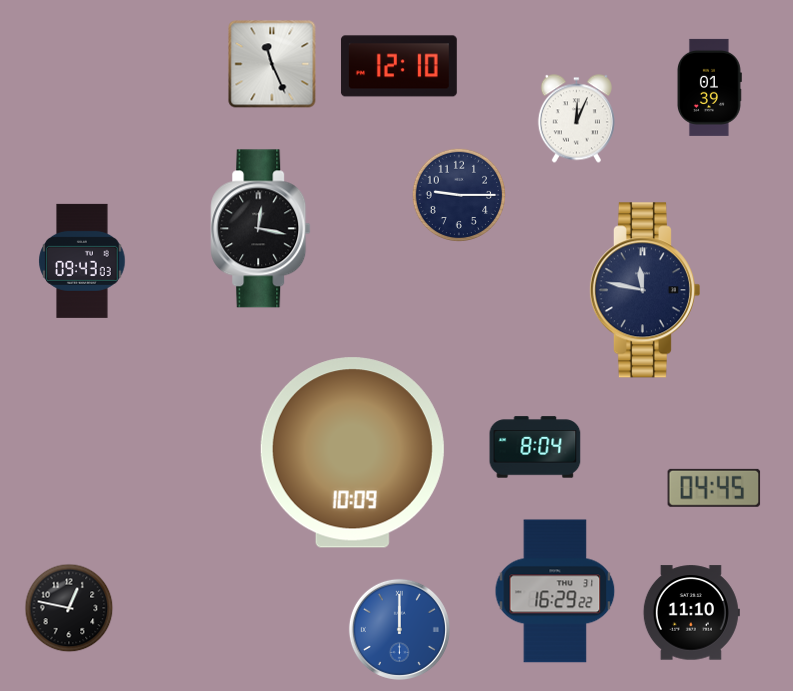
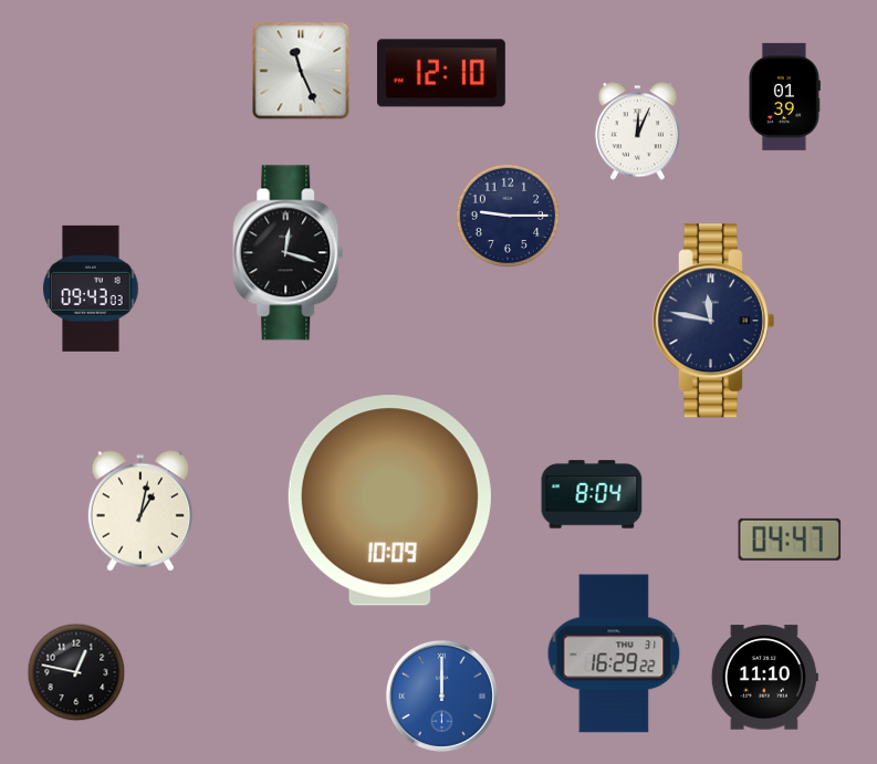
clock at (261, 229): 12:17 -> 12:18
clock at (140, 511): none -> 1:02
clock at (714, 488): 04:45 -> 04:47
